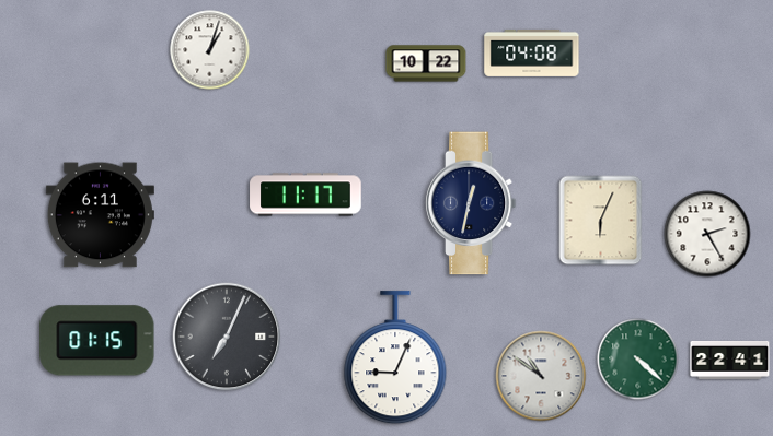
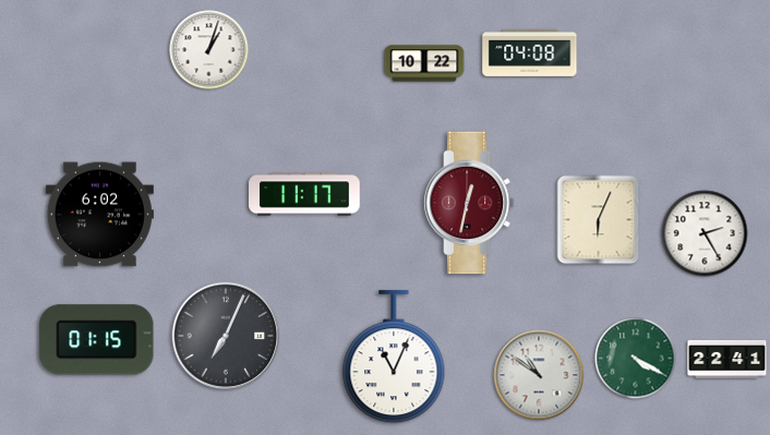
clock at (471, 203) dial: navy -> burgundy
clock at (100, 215): 6:11 -> 6:02
clock at (395, 358): 9:04 -> 11:04
clock at (638, 360): 4:22 -> 4:20
